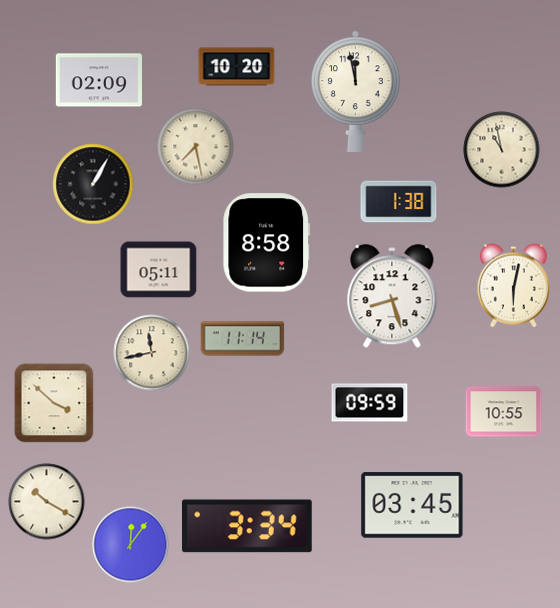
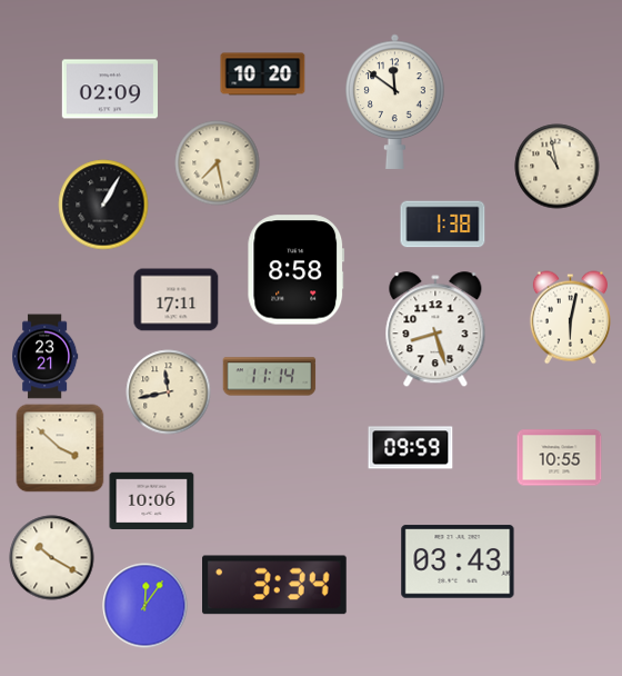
clock at (356, 91): 11:58 -> 11:51
clock at (159, 270): 05:11 -> 17:11
clock at (46, 357): none -> 23:21
clock at (152, 501): none -> 10:06
clock at (412, 505): 03:45 -> 03:43
